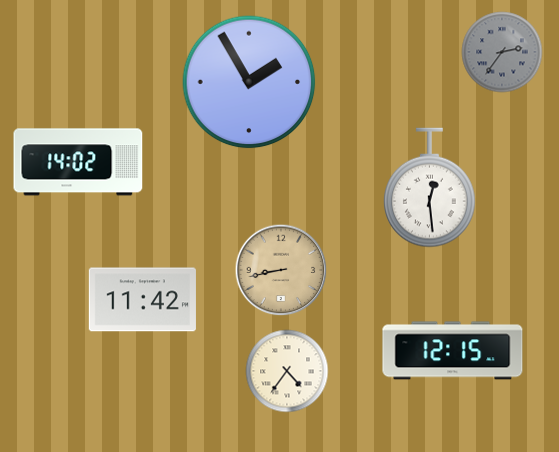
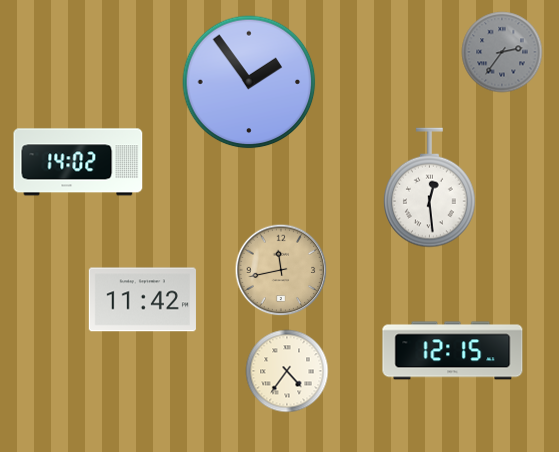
clock at (249, 82): 1:55 -> 1:54
clock at (281, 270): 8:43 -> 11:43
